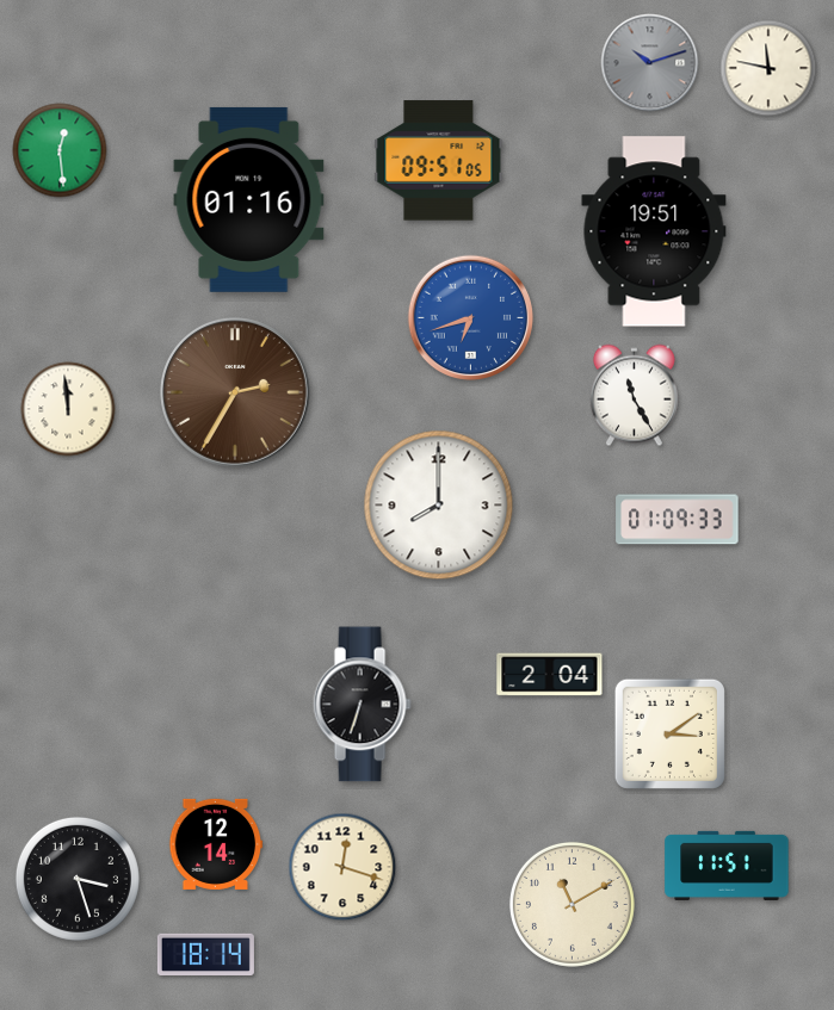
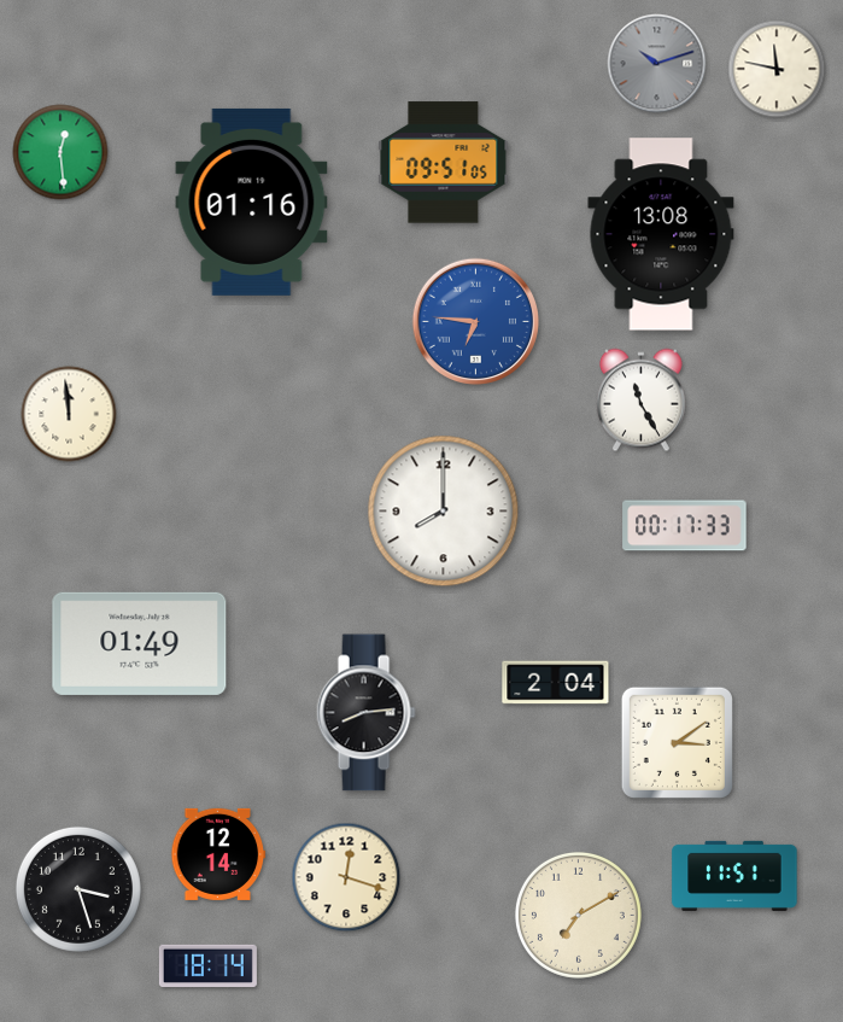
clock at (654, 231): 19:51 -> 13:08
clock at (471, 318): 6:42 -> 6:46
clock at (236, 394): 2:35 -> none
clock at (678, 520): 01:09 -> 00:17
clock at (140, 643): none -> 01:49
clock at (362, 705): 6:33 -> 8:14
clock at (572, 904): 11:10 -> 7:10
